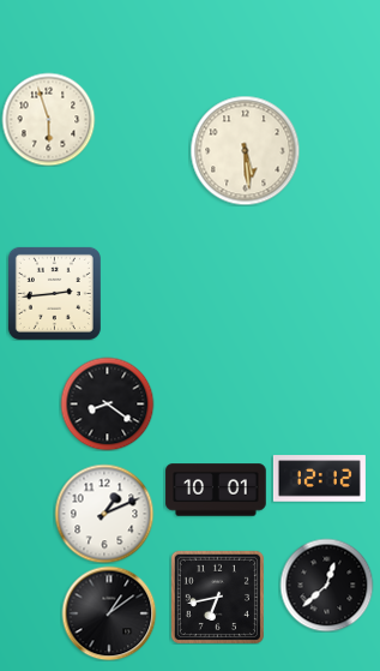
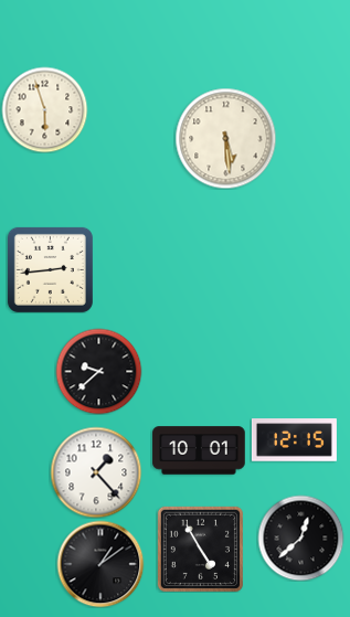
clock at (107, 403): 8:21 -> 9:38
clock at (319, 479): 12:12 -> 12:15
clock at (104, 514): 1:11 -> 1:23
clock at (217, 597): 6:43 -> 4:55
